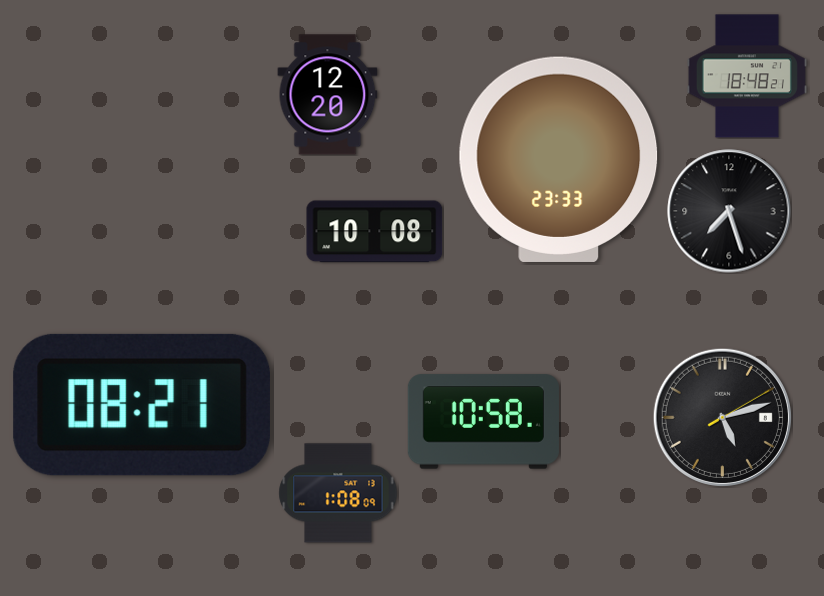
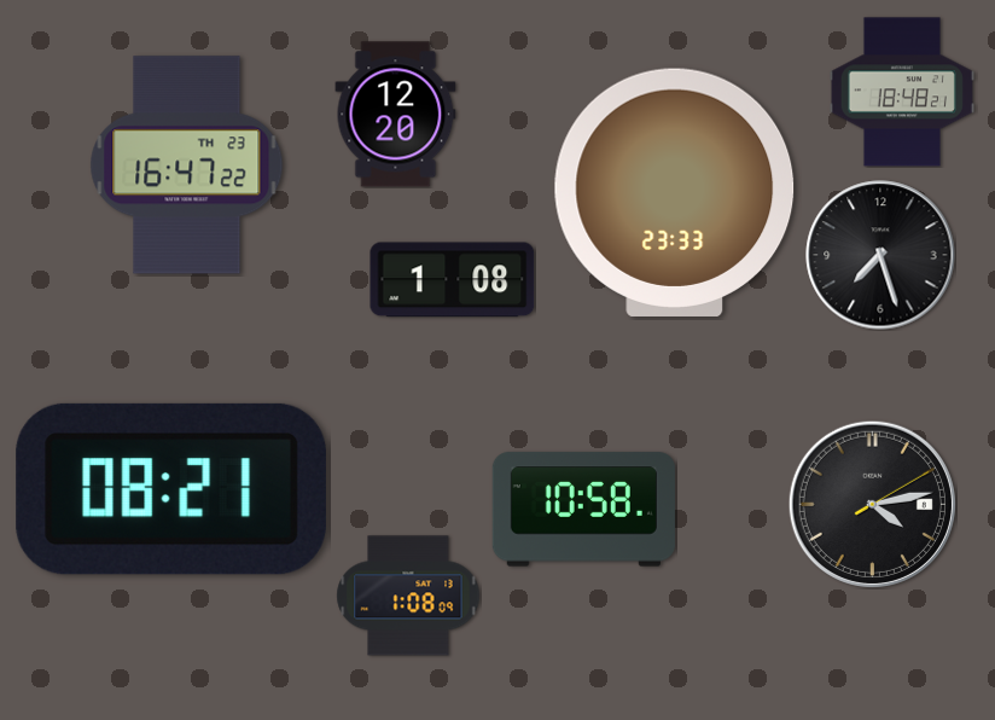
clock at (187, 166): none -> 16:47
clock at (375, 232): 10:08 -> 1:08
clock at (722, 417): 5:12 -> 4:13
